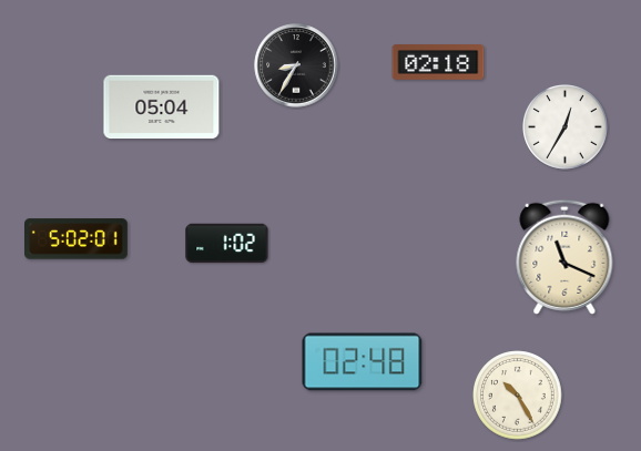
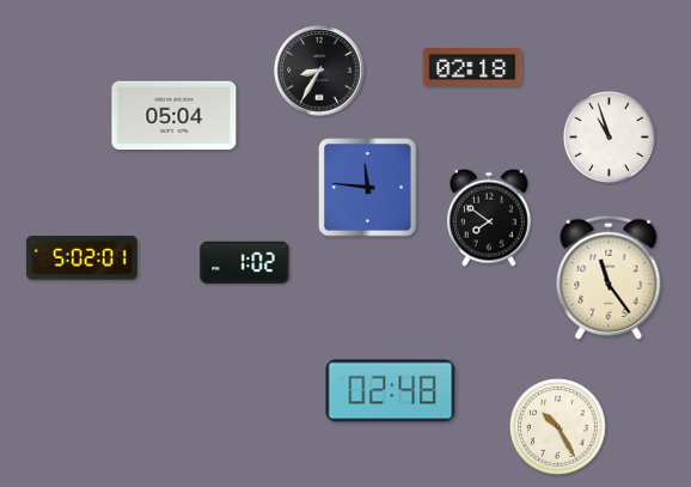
clock at (566, 127): 12:35 -> 10:57
clock at (368, 188): none -> 11:46
clock at (490, 218): none -> 7:51
clock at (564, 257): 11:19 -> 11:24
